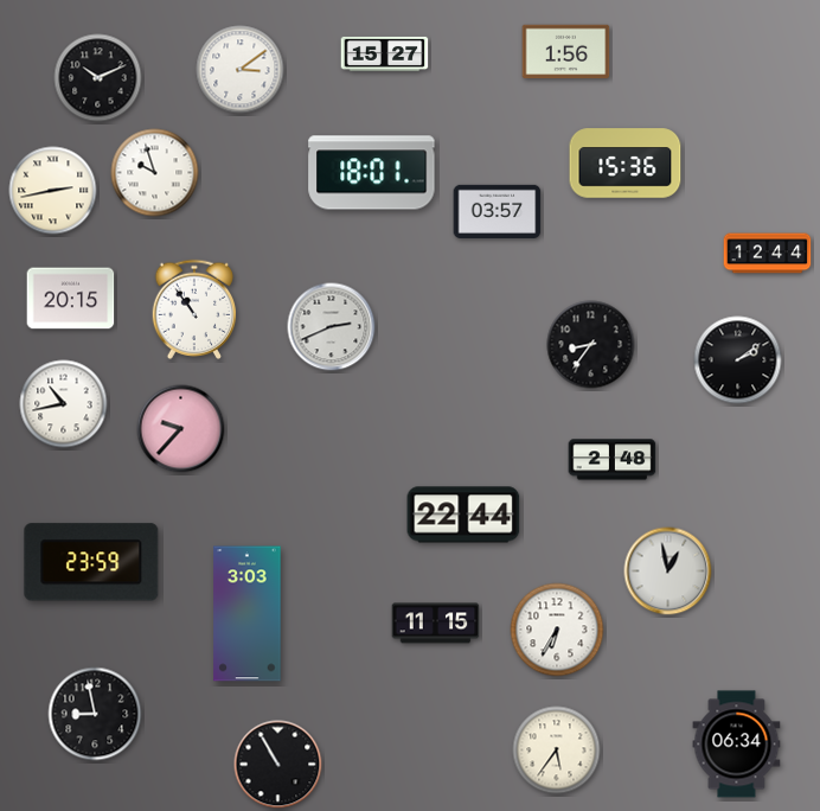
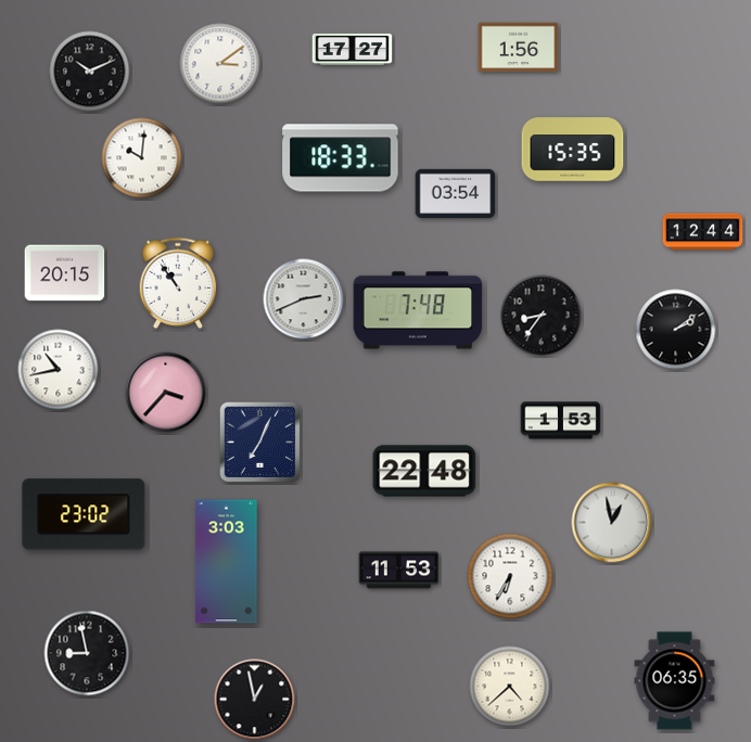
clock at (385, 53): 15:27 -> 17:27
clock at (626, 164): 15:36 -> 15:35
clock at (155, 173): 9:57 -> 10:01
clock at (372, 173): 18:01 -> 18:33
clock at (53, 191): 2:43 -> none
clock at (498, 211): 03:57 -> 03:54
clock at (418, 310): none -> 7:48
clock at (181, 429): 9:37 -> 3:37
clock at (613, 460): 2:48 -> 1:53
clock at (260, 443): none -> 7:04
clock at (463, 515): 22:44 -> 22:48
clock at (91, 562): 23:59 -> 23:02
clock at (436, 624): 11:15 -> 11:53
clock at (737, 745): 06:34 -> 06:35
clock at (557, 751): 5:36 -> 4:38
clock at (278, 765): 10:55 -> 12:58
